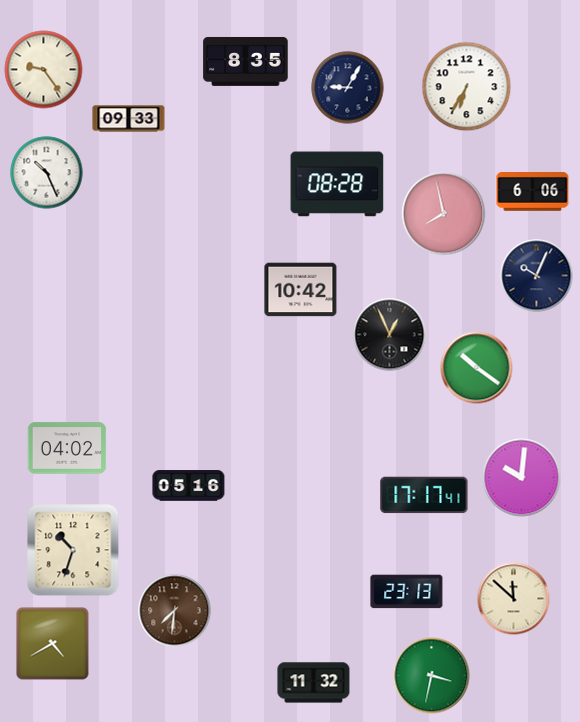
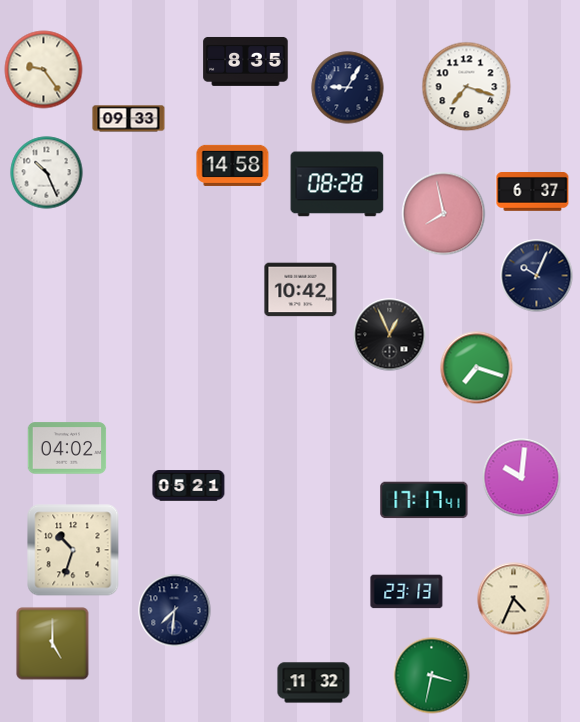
clock at (467, 87): 6:35 -> 7:18
clock at (233, 165): none -> 14:58
clock at (533, 192): 6:06 -> 6:37
clock at (477, 368): 10:21 -> 7:18
clock at (189, 486): 05:16 -> 05:21
clock at (424, 495) position: (424, 495) -> (424, 500)
clock at (514, 599): 11:52 -> 4:34
clock at (175, 611) dial: brown -> navy
clock at (53, 644): 4:40 -> 5:00
